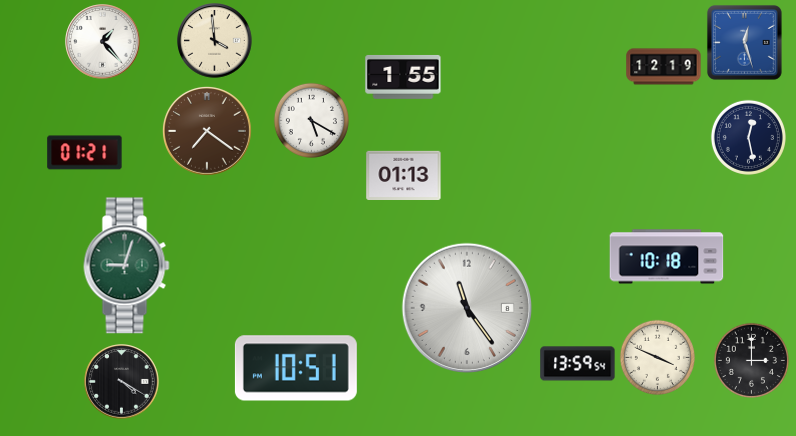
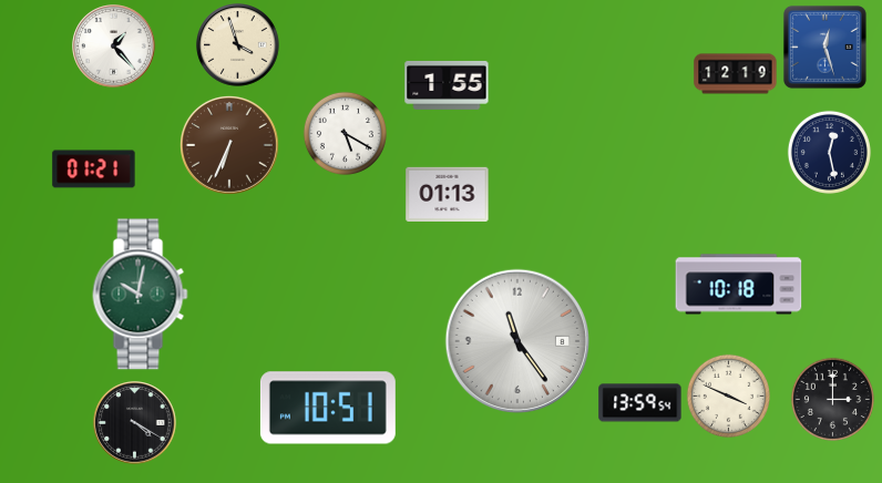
clock at (215, 41): 3:59 -> 3:57
clock at (207, 131): 7:21 -> 6:34
clock at (127, 266): 9:03 -> 10:02
